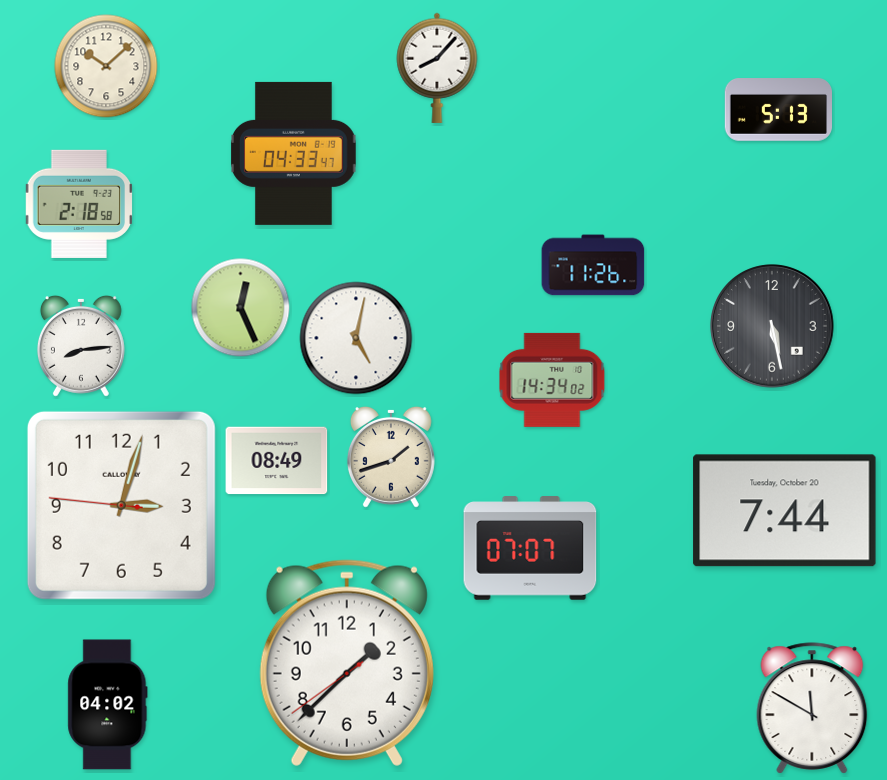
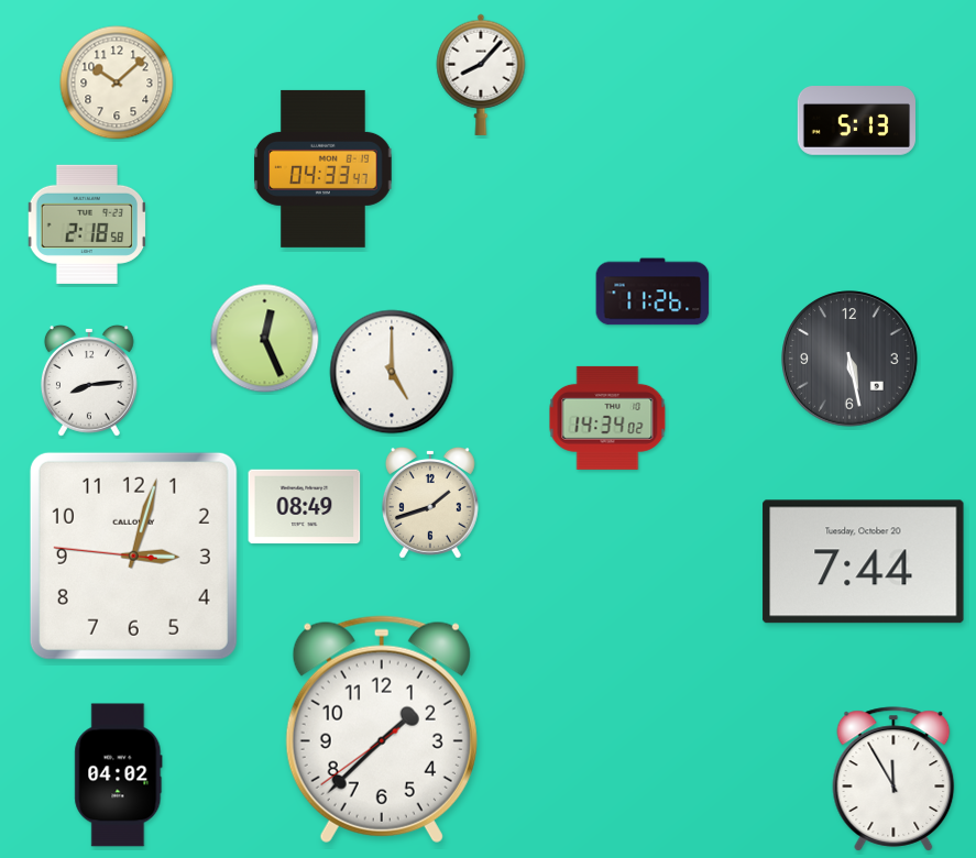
clock at (106, 66) position: (106, 66) -> (117, 82)
clock at (356, 338): 5:02 -> 5:00
clock at (530, 548): 07:07 -> none
clock at (812, 708): 11:50 -> 11:55
